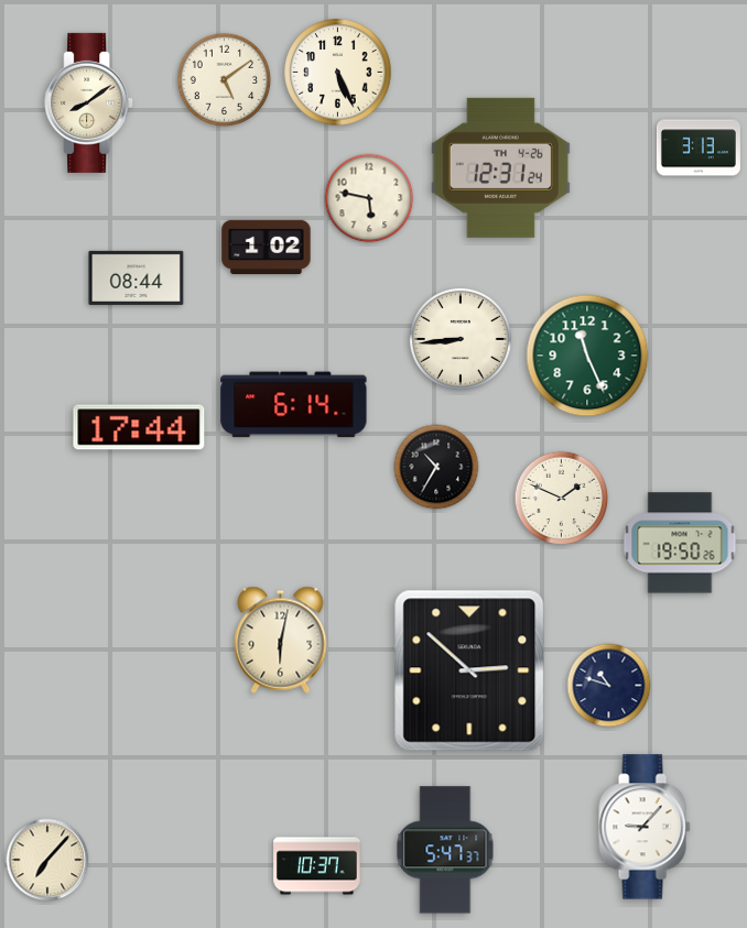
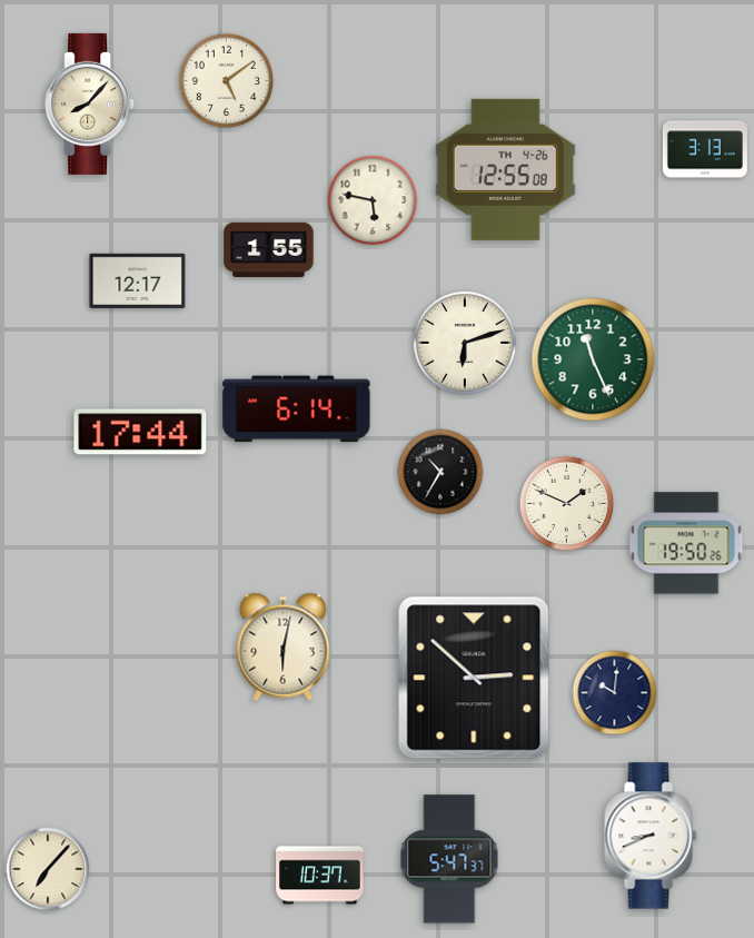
clock at (338, 73): 5:26 -> none
clock at (89, 102): 8:09 -> 8:07
clock at (500, 167): 12:31 -> 12:55
clock at (267, 247): 1:02 -> 1:55
clock at (137, 277): 08:44 -> 12:17
clock at (462, 340): 8:44 -> 6:12
clock at (680, 543) position: (680, 543) -> (686, 543)
clock at (609, 686): 10:48 -> 10:01
clock at (645, 827): 9:07 -> 8:41
